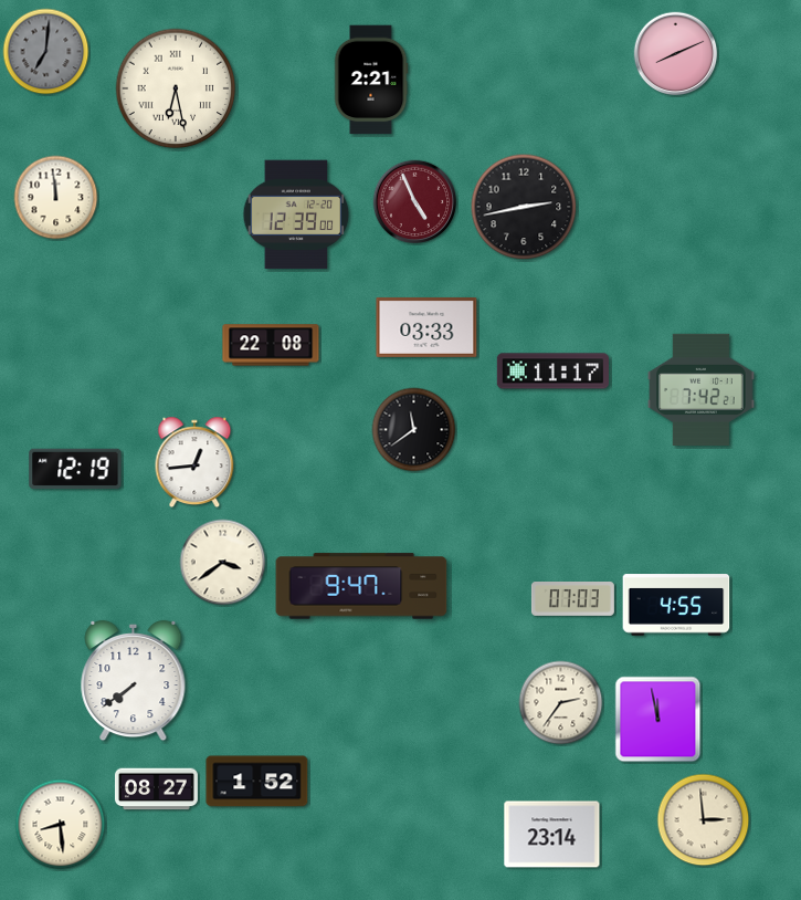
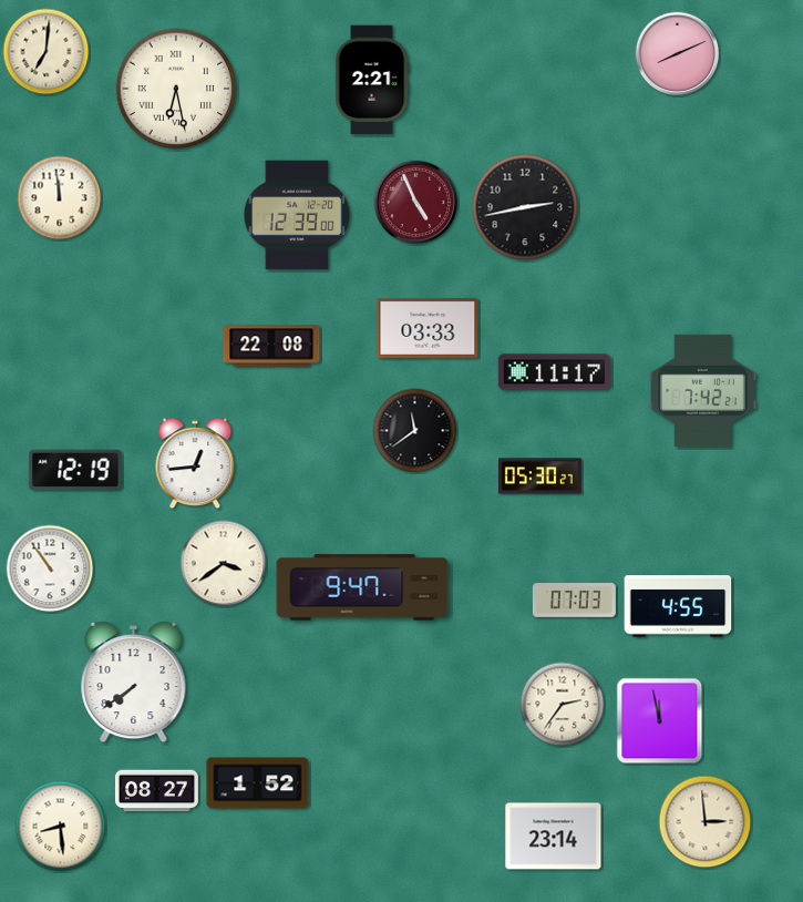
clock at (46, 52) dial: grey -> cream
clock at (56, 198) position: (56, 198) -> (60, 198)
clock at (539, 476): none -> 05:30
clock at (50, 568): none -> 10:54
